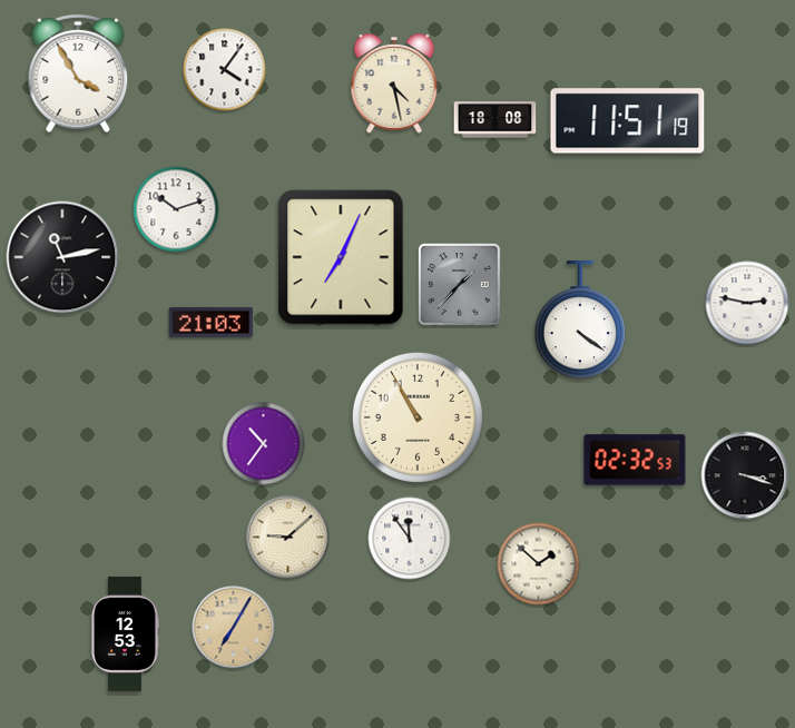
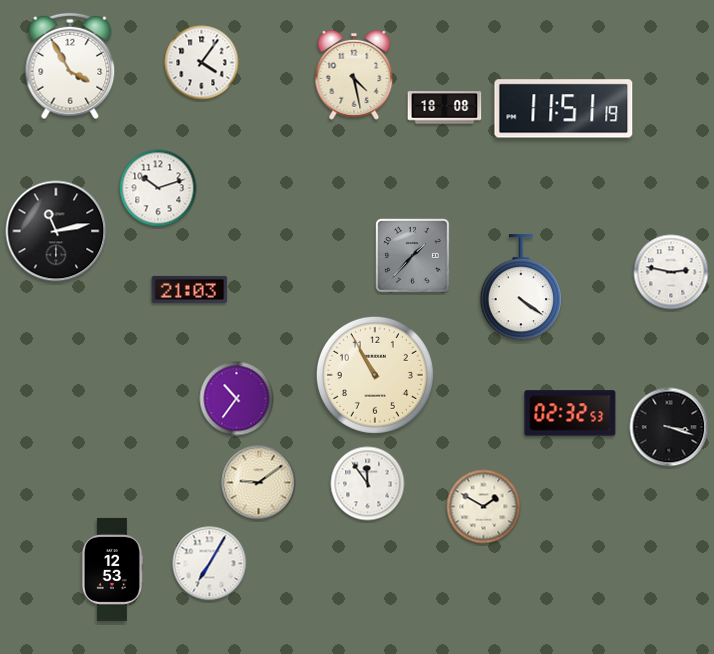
clock at (341, 257): 7:04 -> none
clock at (288, 538): 9:08 -> 9:09
clock at (539, 564): 1:52 -> 1:50
clock at (234, 628) dial: champagne -> white
